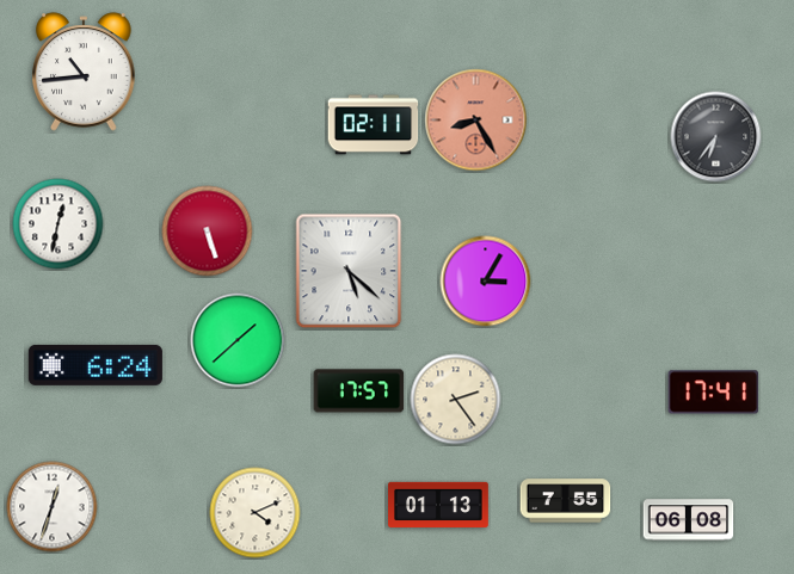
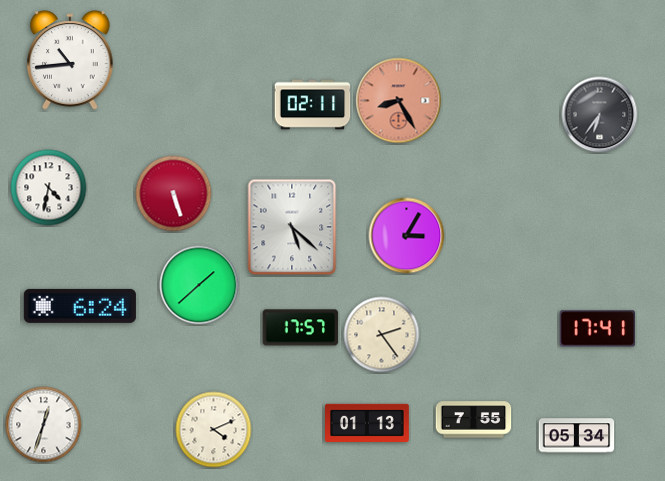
clock at (59, 224): 12:32 -> 4:32
clock at (689, 520): 06:08 -> 05:34
